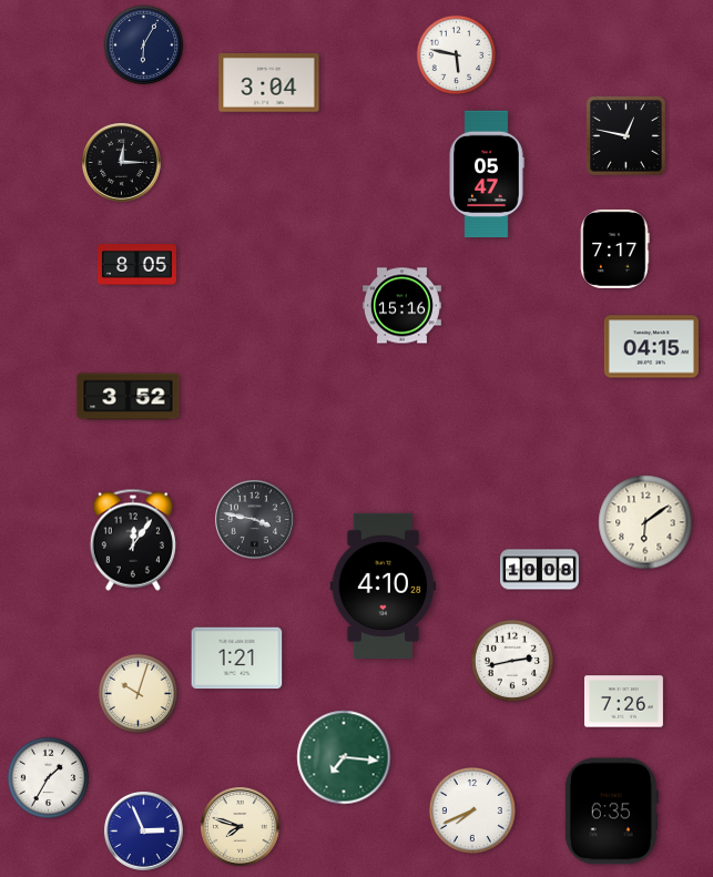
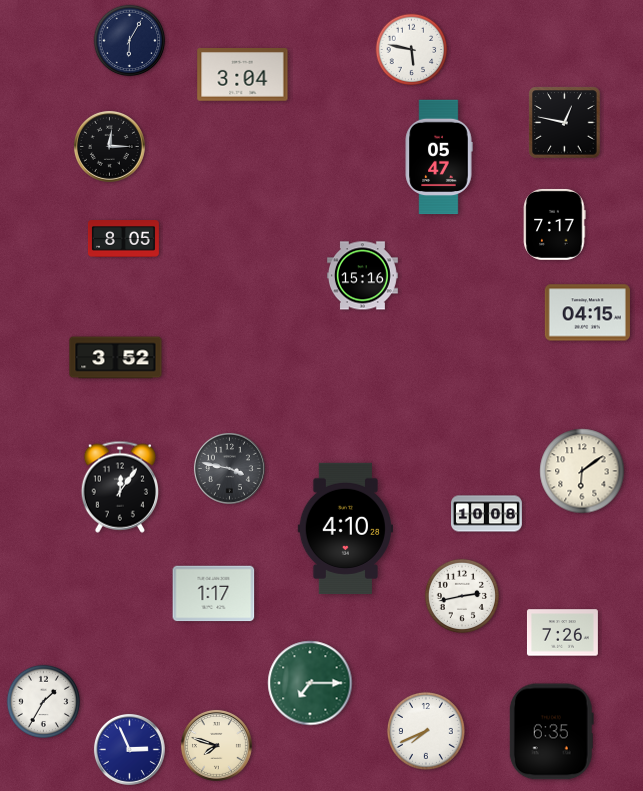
clock at (237, 659): 1:21 -> 1:17
clock at (139, 694): 10:03 -> none
clock at (344, 757): 7:16 -> 7:15
